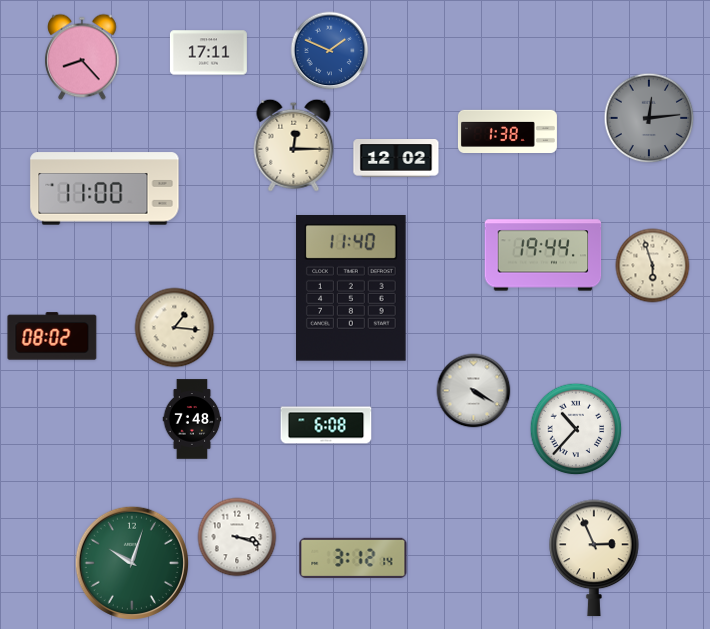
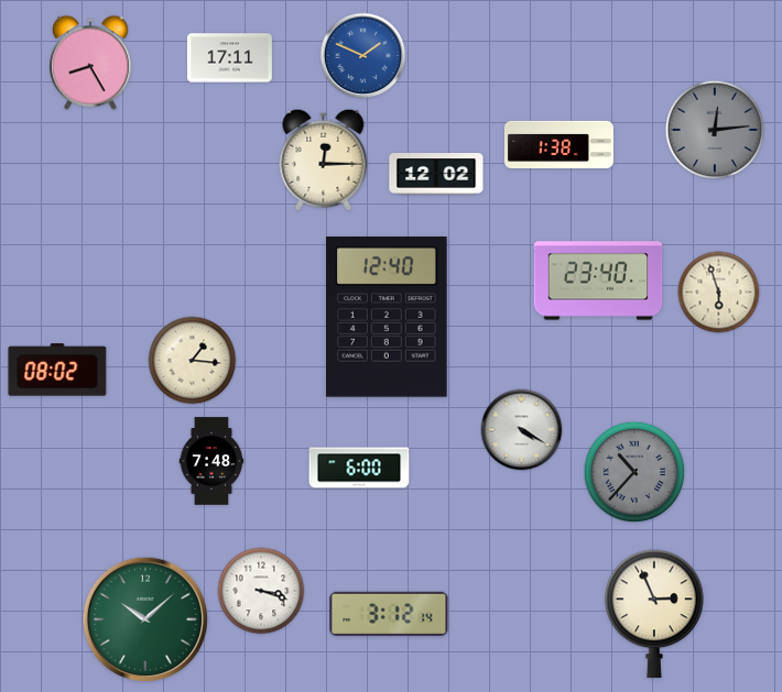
clock at (82, 57): 8:23 -> 8:25
clock at (105, 189): 11:00 -> none
clock at (543, 255): 19:44 -> 23:40
clock at (351, 289): 11:40 -> 12:40
clock at (326, 425): 6:08 -> 6:00
clock at (576, 429) dial: white -> grey
clock at (131, 562): 10:03 -> 10:08
